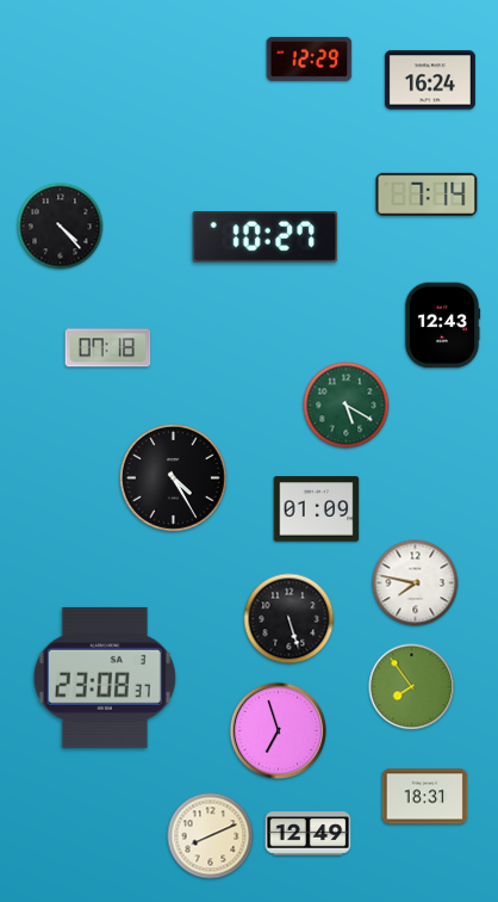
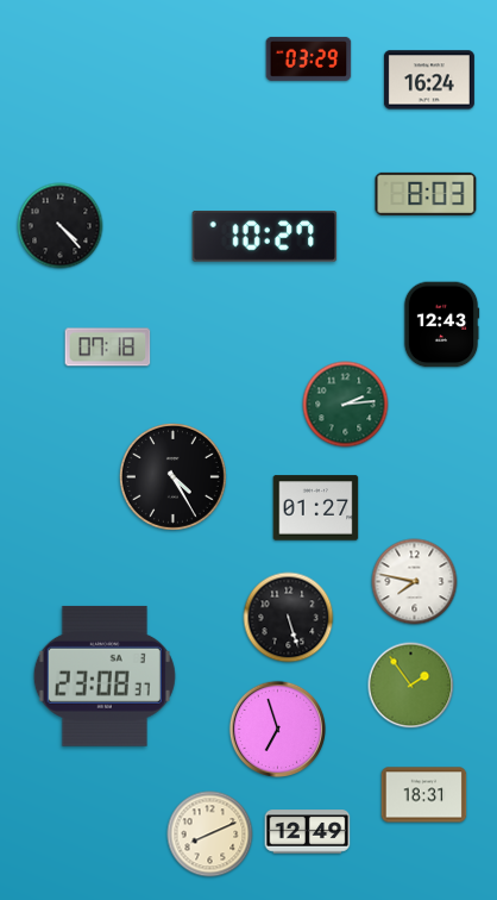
clock at (310, 58): 12:29 -> 03:29
clock at (427, 194): 7:14 -> 8:03
clock at (347, 406): 5:20 -> 2:14
clock at (317, 509): 01:09 -> 01:27
clock at (412, 687): 7:54 -> 1:54
